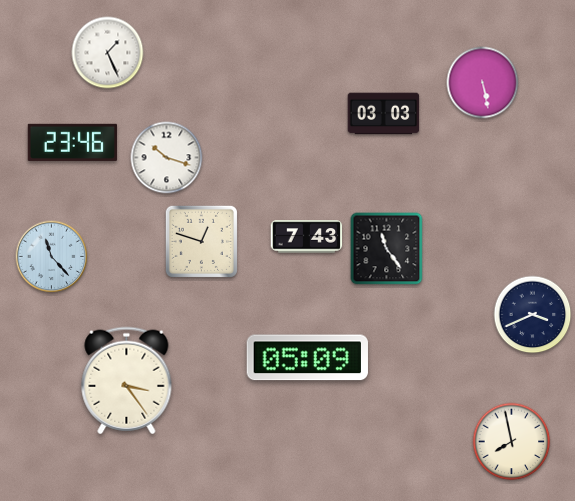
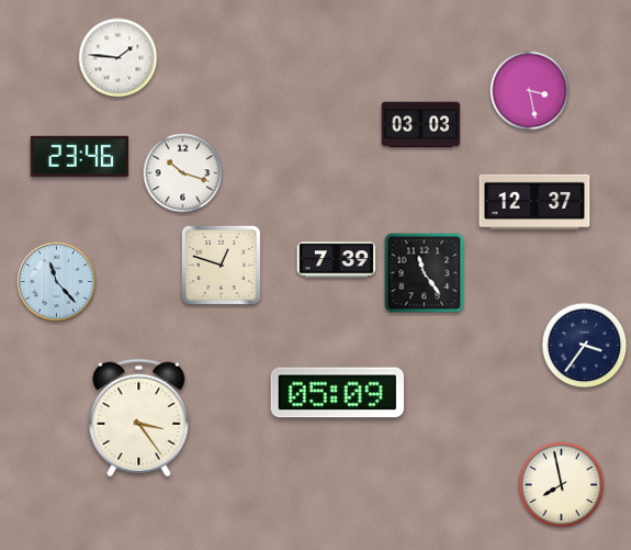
clock at (108, 53): 1:26 -> 1:46
clock at (483, 83): 5:28 -> 3:28
clock at (534, 202): none -> 12:37
clock at (307, 237): 7:43 -> 7:39
clock at (533, 315): 3:41 -> 3:36
